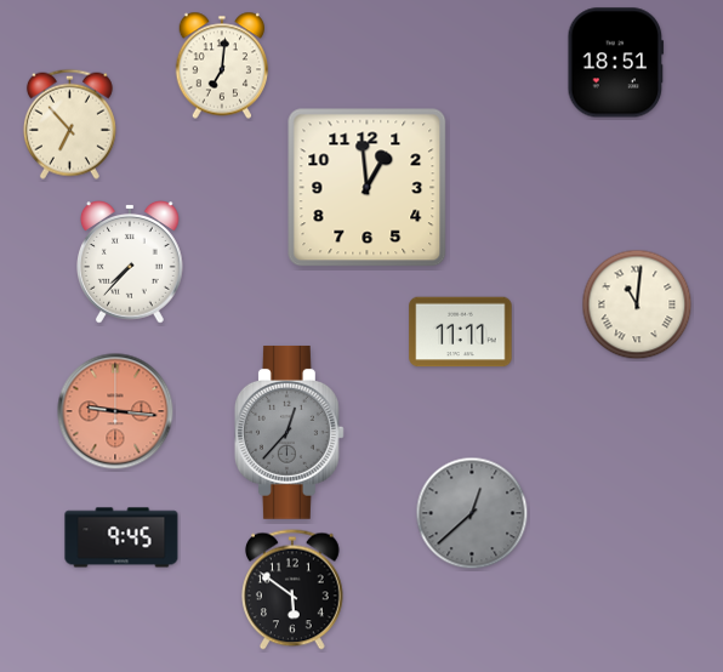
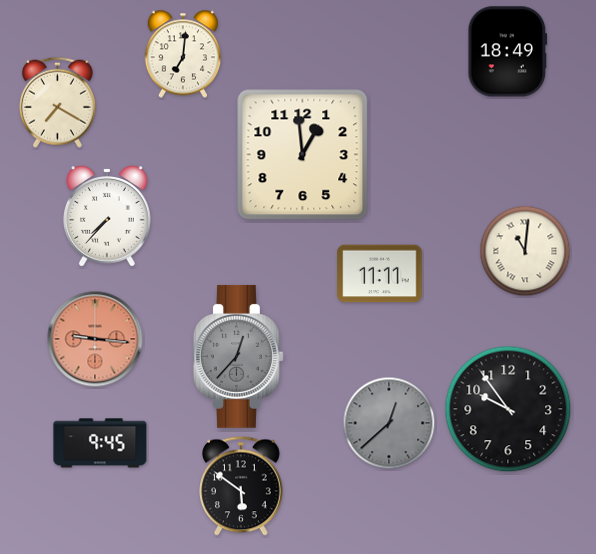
clock at (616, 63): 18:51 -> 18:49
clock at (69, 124): 6:53 -> 7:20
clock at (508, 409): none -> 9:54
